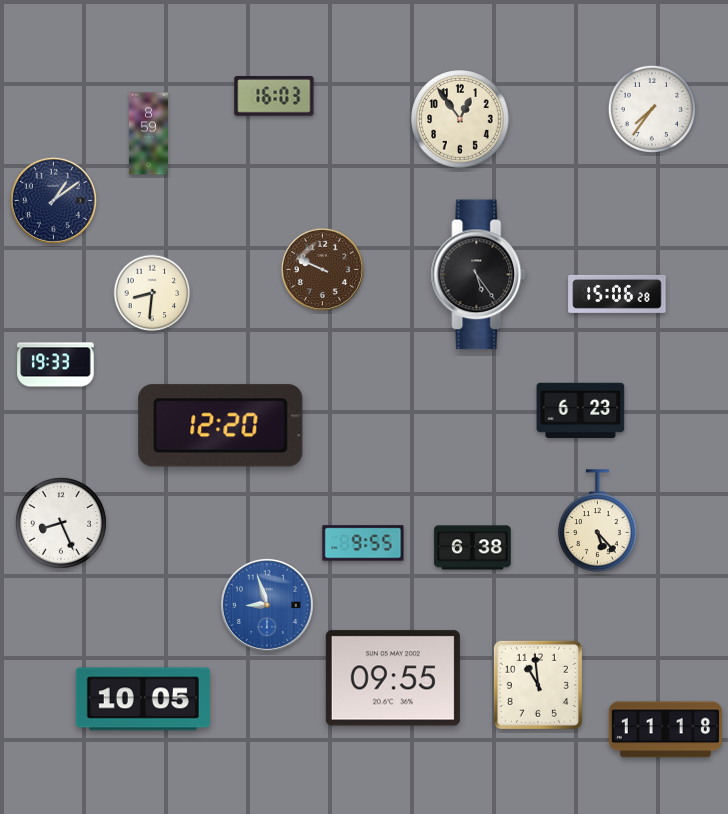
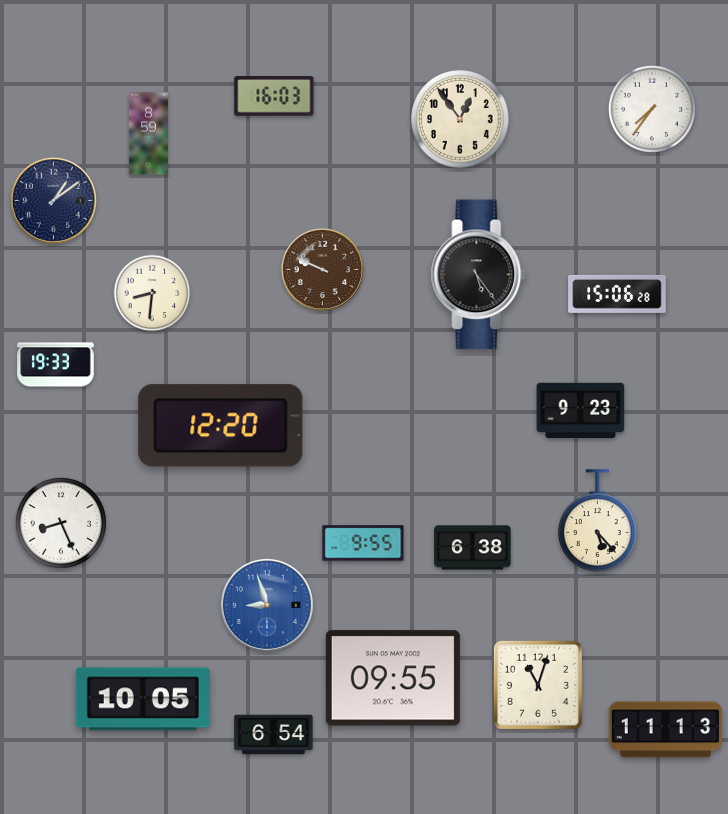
clock at (581, 410): 6:23 -> 9:23
clock at (538, 685): 10:59 -> 11:03
clock at (665, 730): 11:18 -> 11:13
clock at (274, 735): none -> 6:54
